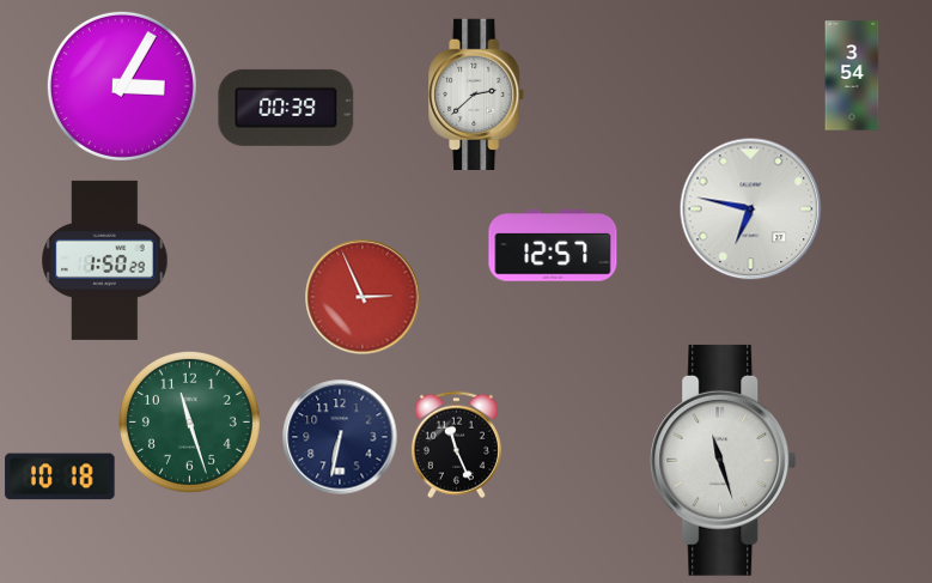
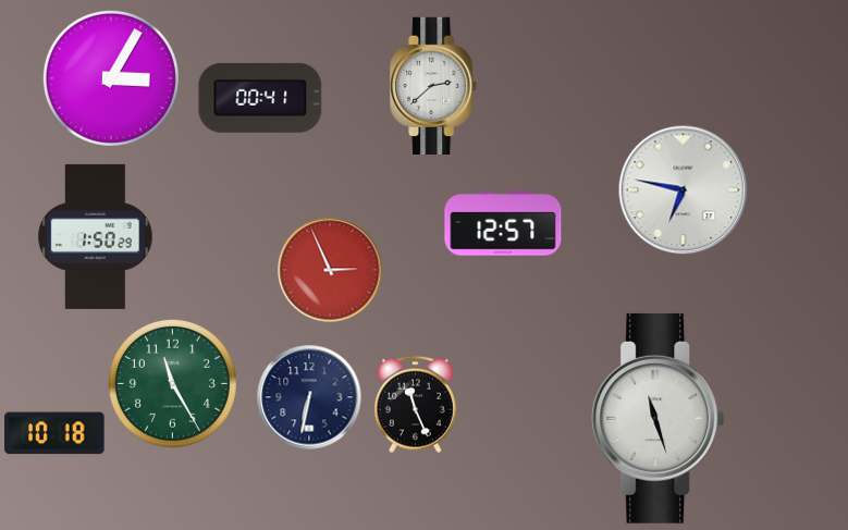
clock at (852, 75): 3:54 -> none
clock at (286, 108): 00:39 -> 00:41
clock at (189, 421): 11:27 -> 11:25
